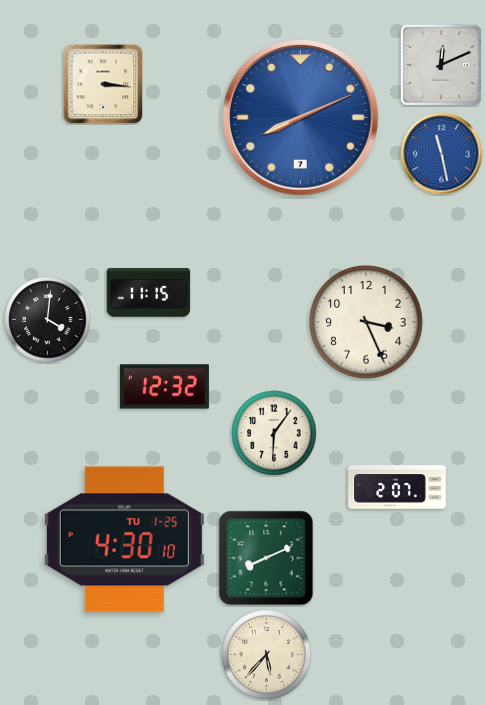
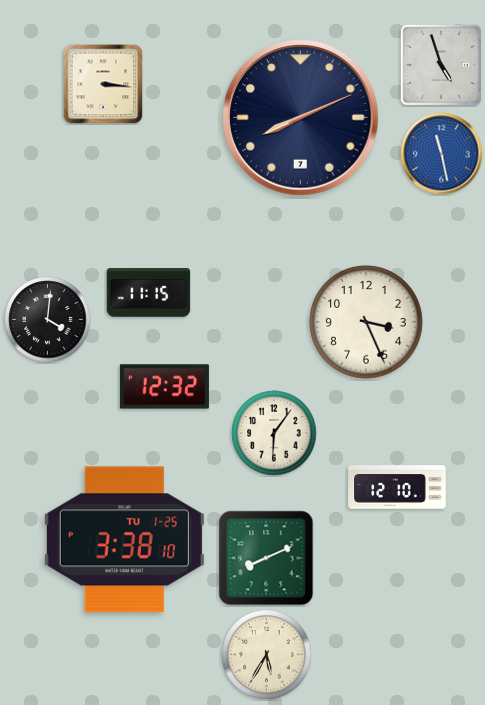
clock at (441, 65): 12:11 -> 4:57
clock at (301, 118) dial: blue -> navy
clock at (397, 487): 2:07 -> 12:10
clock at (124, 540): 4:30 -> 3:38
clock at (267, 655): 5:37 -> 5:35
